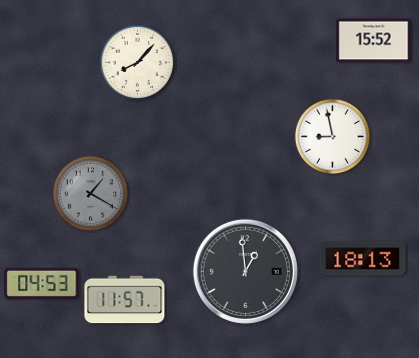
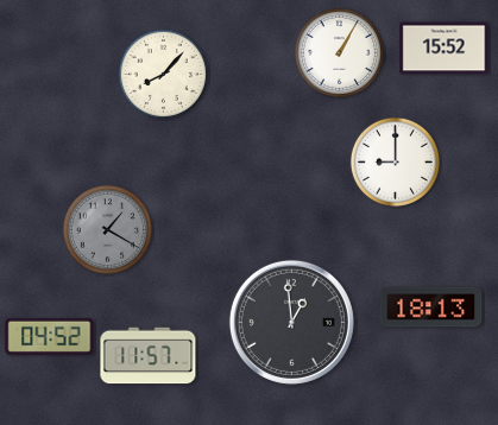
clock at (339, 52): none -> 1:05
clock at (332, 136): 8:58 -> 9:00
clock at (42, 283): 04:53 -> 04:52
